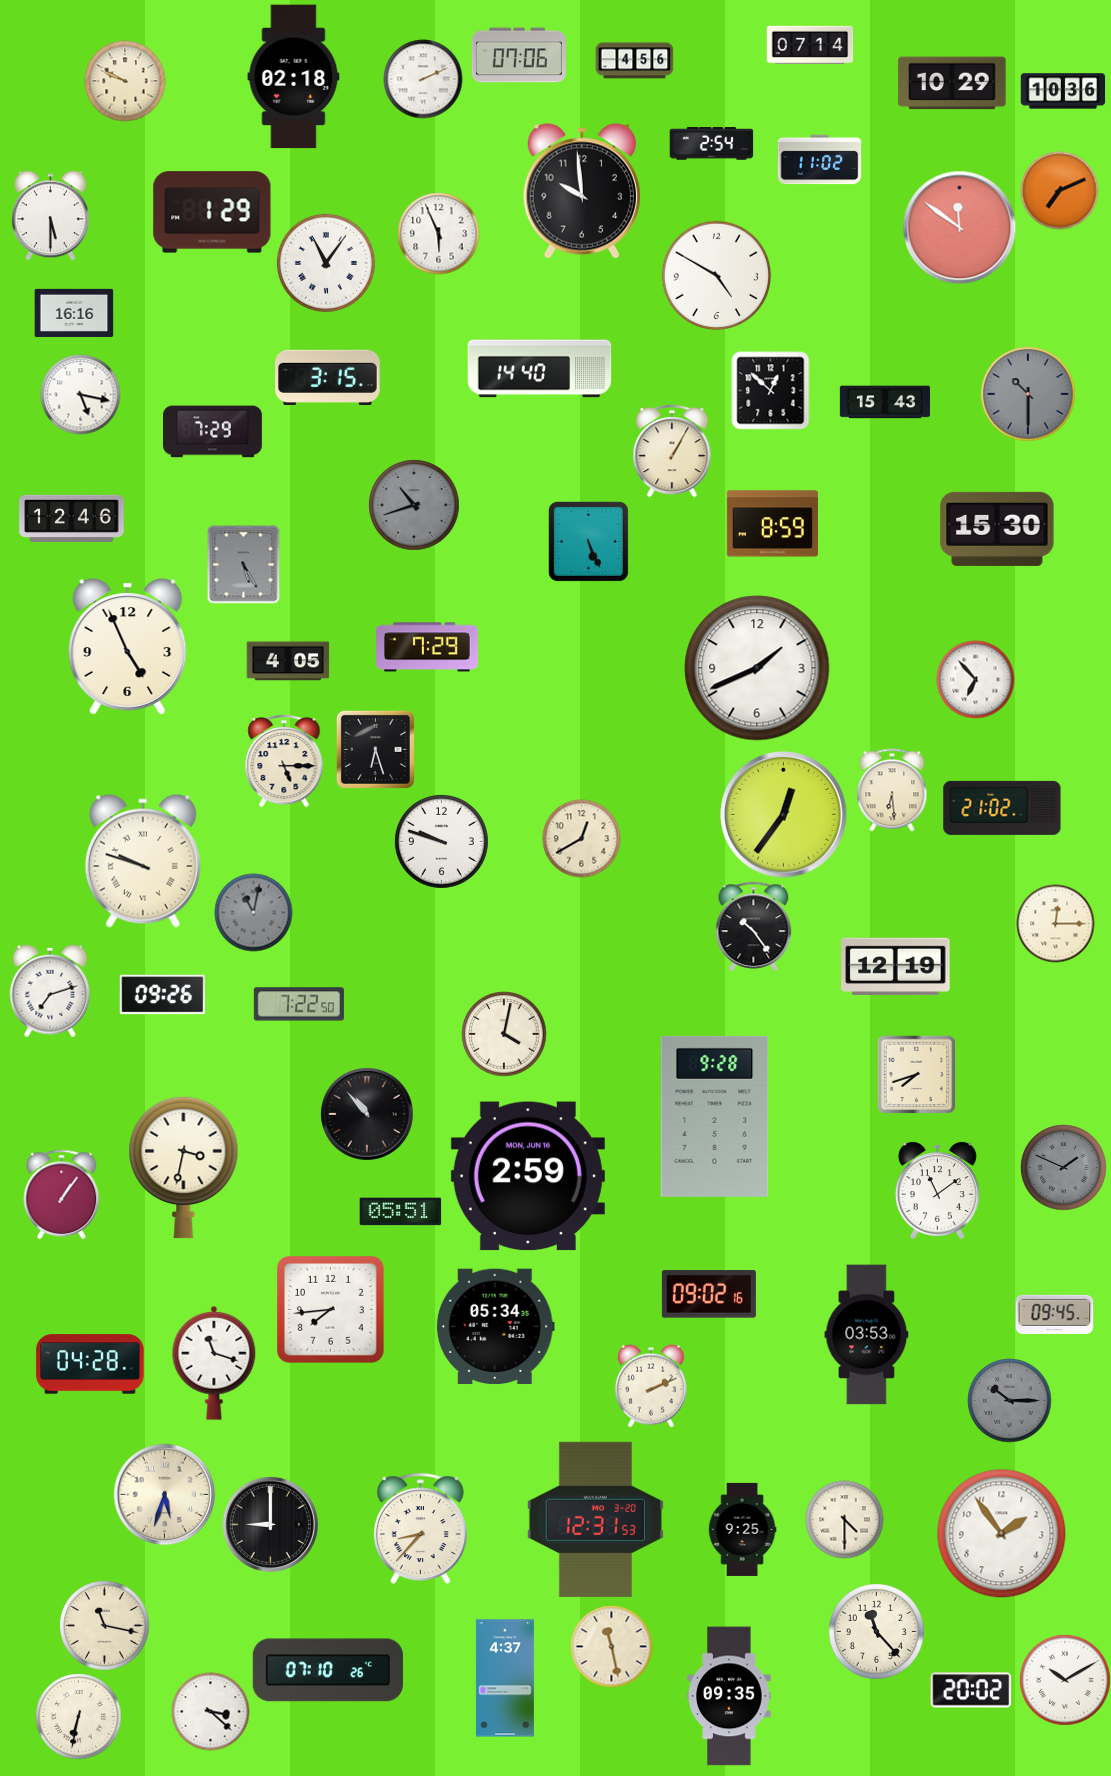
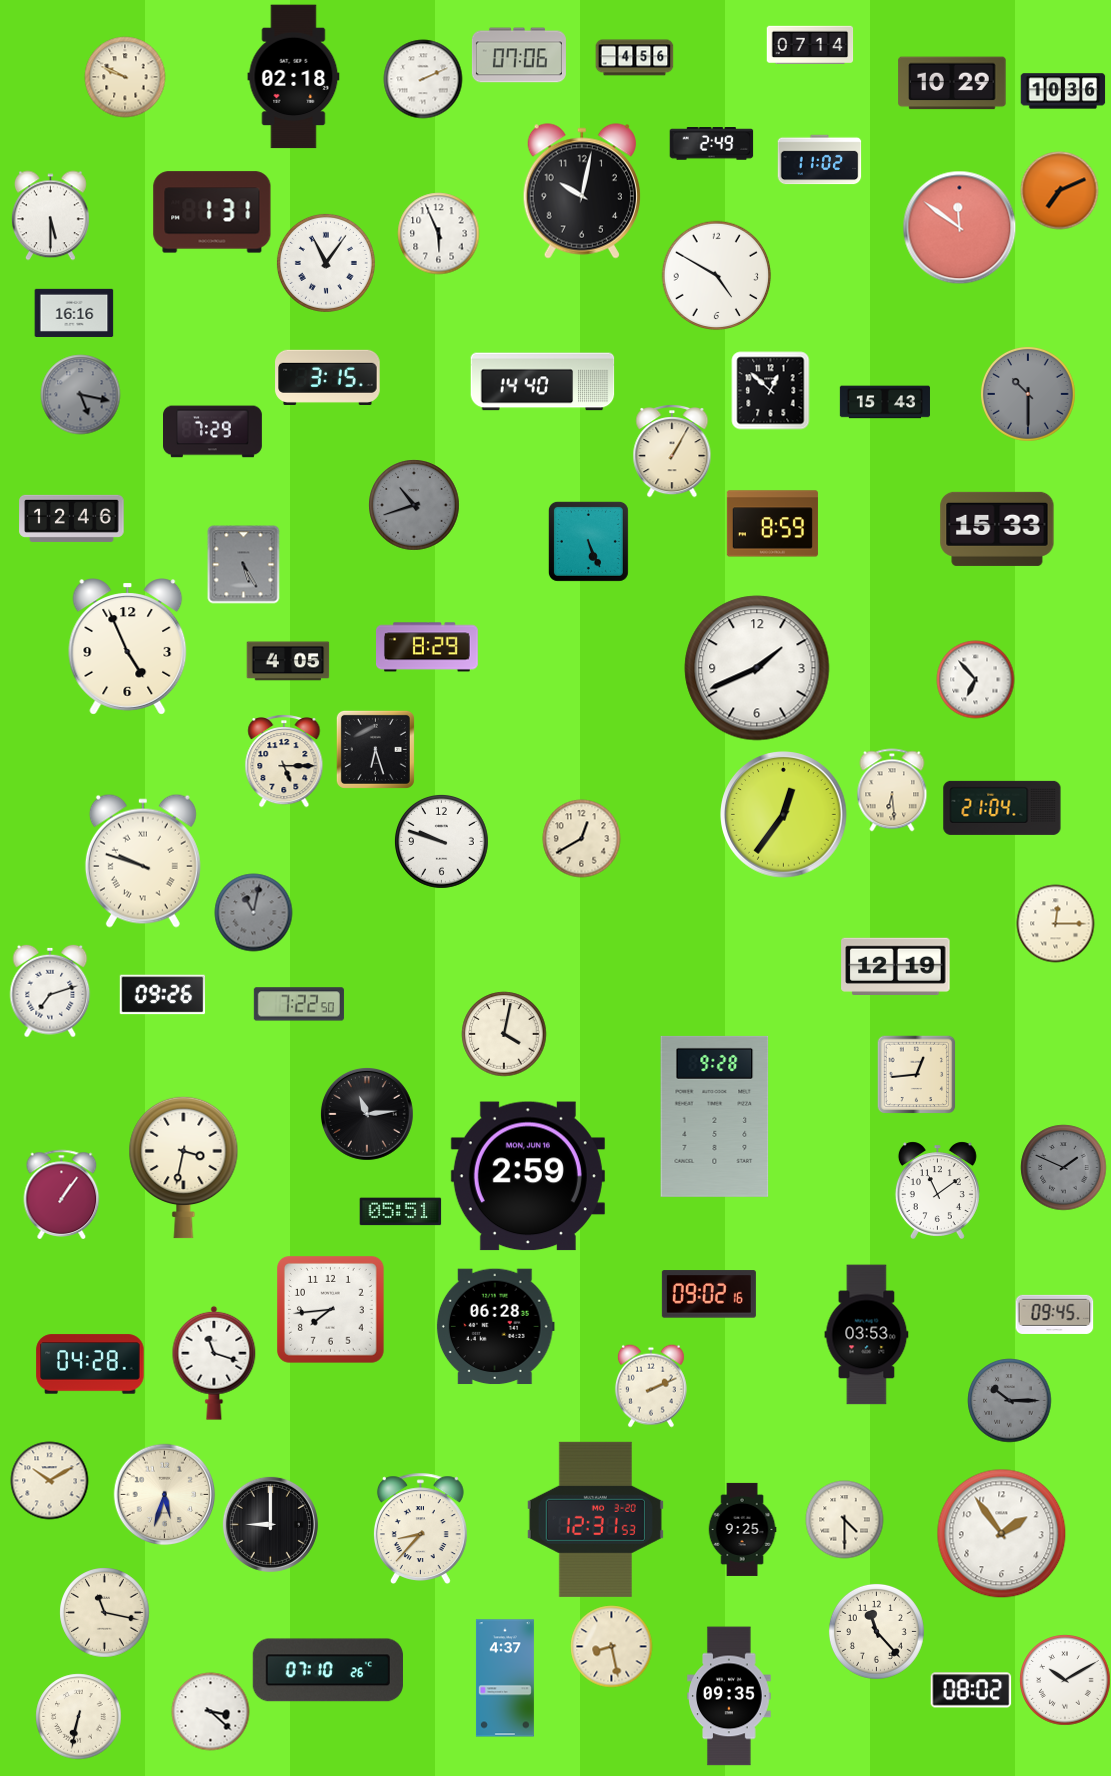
clock at (634, 61) position: (634, 61) -> (634, 58)
clock at (125, 81) position: (125, 81) -> (125, 77)
clock at (711, 144): 2:54 -> 2:49
clock at (582, 191): 9:59 -> 10:02
clock at (212, 212): 1:29 -> 1:31
clock at (540, 369) position: (540, 369) -> (543, 382)
clock at (80, 394) dial: white -> grey
clock at (997, 529): 15:30 -> 15:33
clock at (428, 647): 7:29 -> 8:29
clock at (1002, 808): 21:02 -> 21:04
clock at (754, 926): 10:24 -> none
clock at (916, 1074): 7:42 -> 12:44
clock at (367, 1114): 10:53 -> 11:14
clock at (495, 1327): 05:34 -> 06:28
clock at (49, 1480): none -> 10:10
clock at (104, 1625) position: (104, 1625) -> (104, 1612)
clock at (611, 1646): 11:28 -> 8:28
clock at (971, 1690): 20:02 -> 08:02
